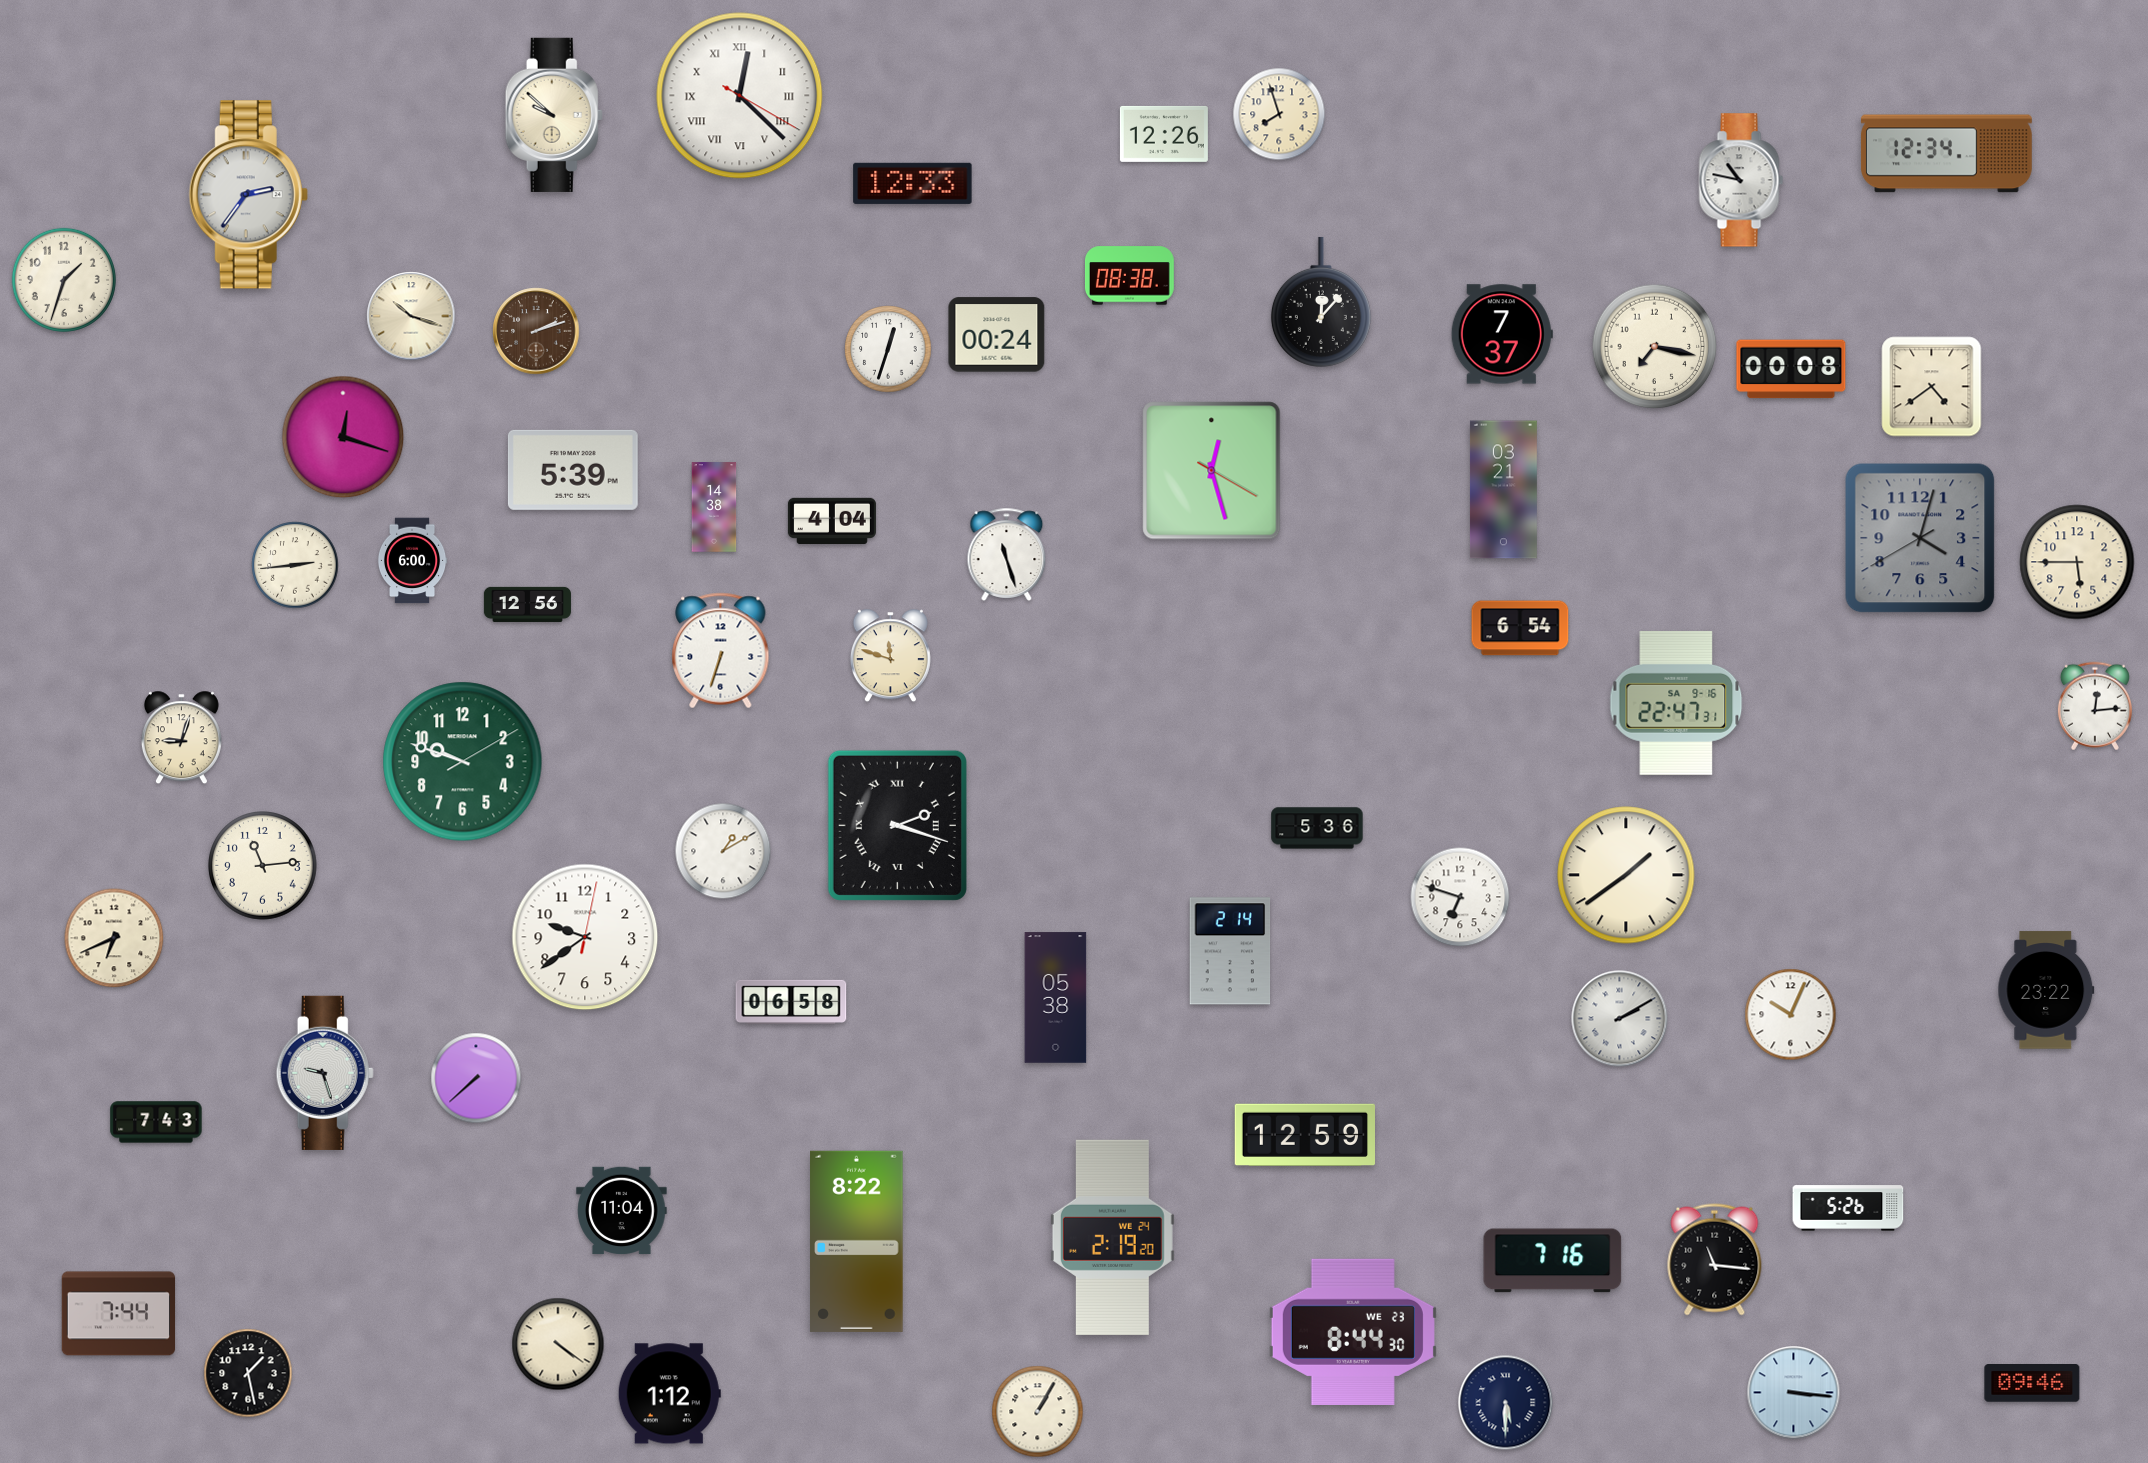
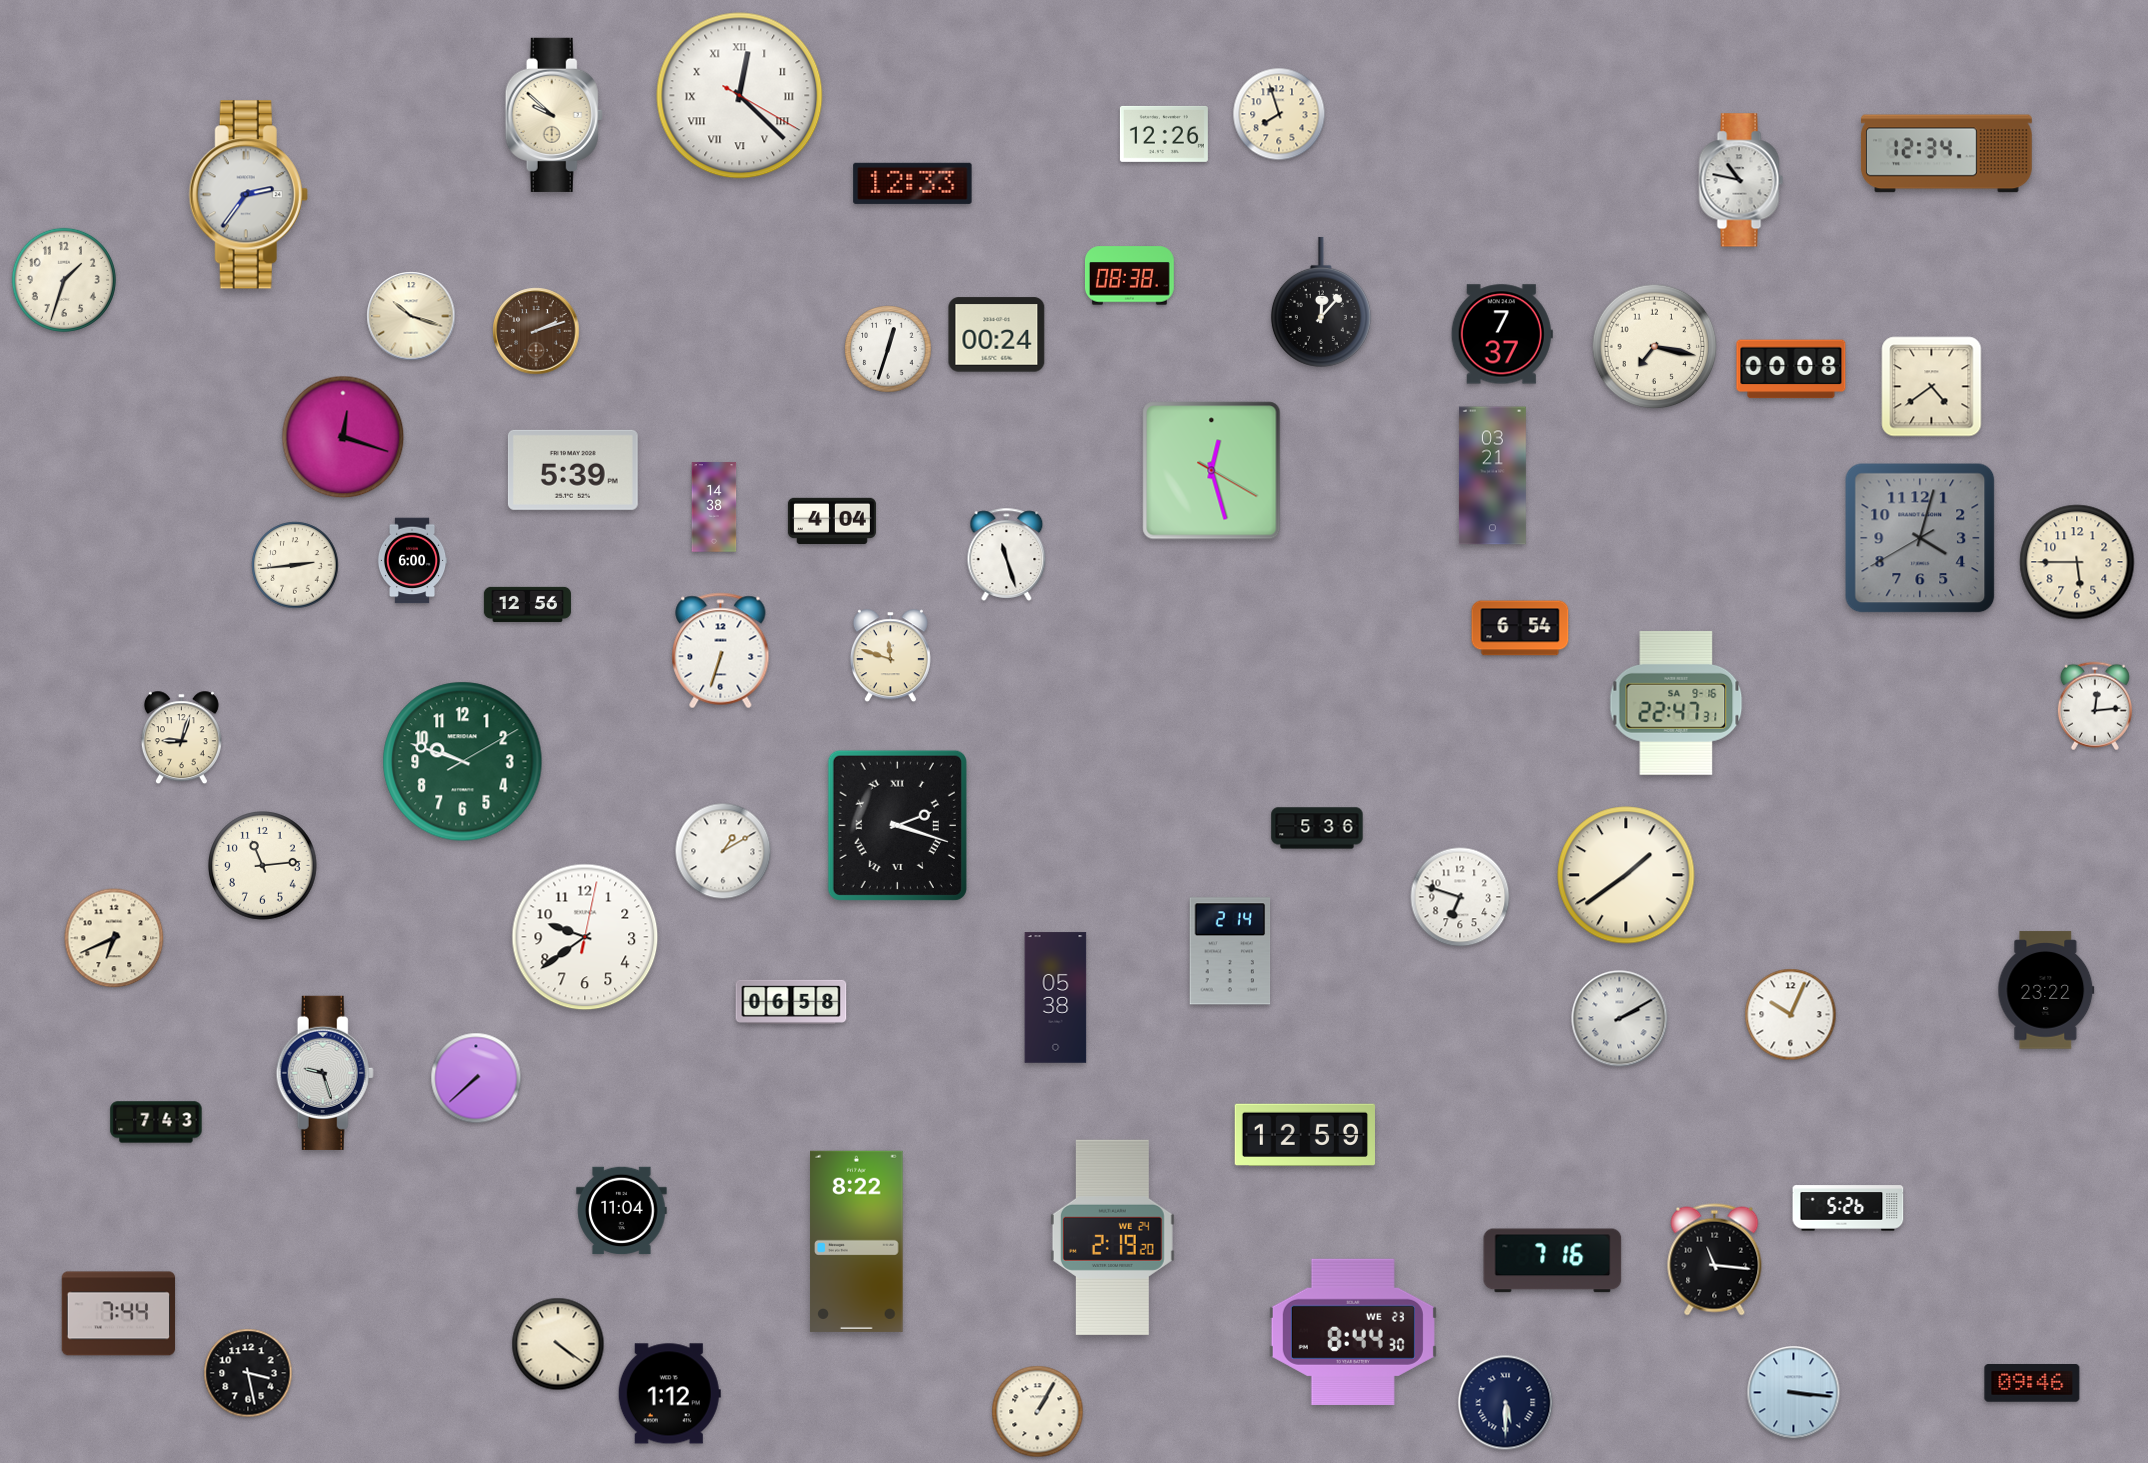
clock at (1503, 490) position: (1503, 490) -> (1492, 476)
clock at (248, 1373): 1:28 -> 3:28
